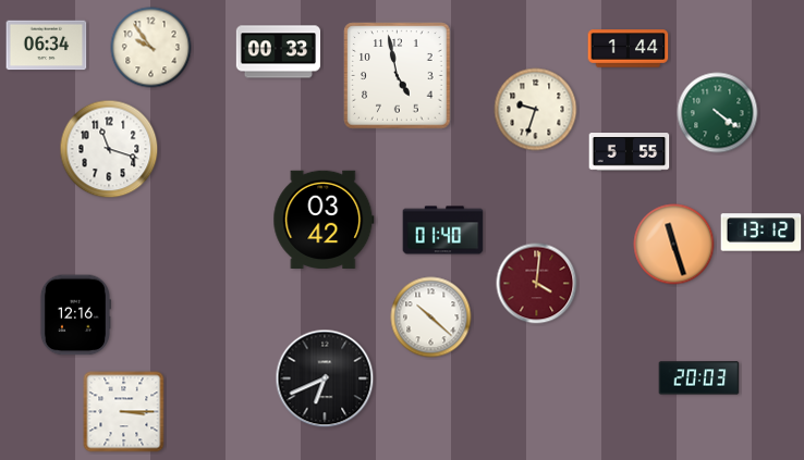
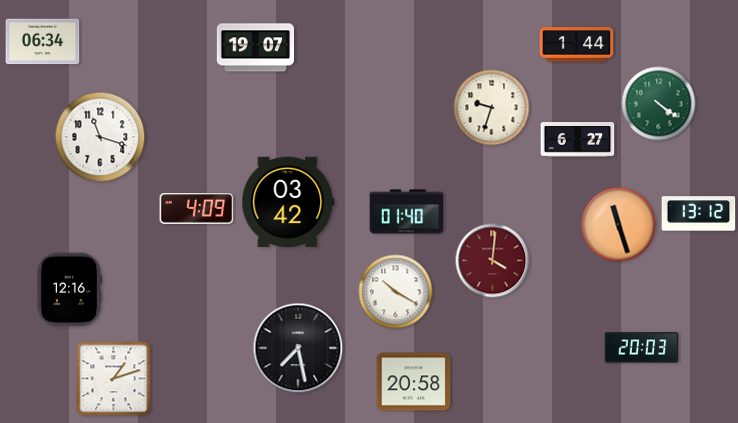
clock at (151, 48): 9:54 -> none
clock at (278, 52): 00:33 -> 19:07
clock at (398, 76): 4:58 -> none
clock at (536, 110) position: (536, 110) -> (492, 108)
clock at (630, 152): 5:55 -> 6:27
clock at (324, 220) position: (324, 220) -> (288, 202)
clock at (197, 209): none -> 4:09
clock at (431, 318): 10:22 -> 10:20
clock at (325, 378): 6:41 -> 7:28
clock at (124, 412): 3:15 -> 1:12
clock at (414, 382): none -> 20:58
